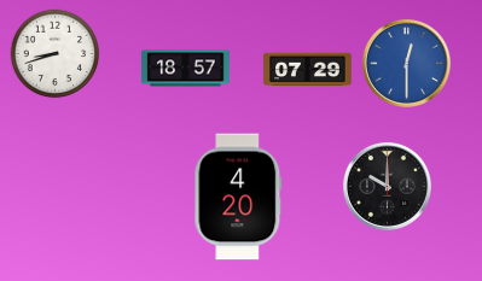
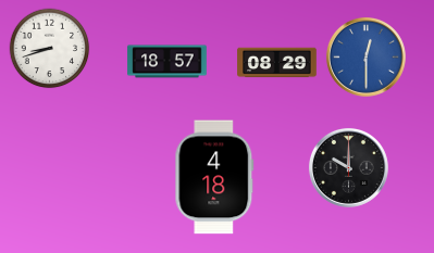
clock at (308, 70): 07:29 -> 08:29
clock at (238, 197): 4:20 -> 4:18
